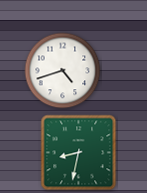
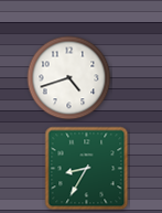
clock at (79, 153): 8:32 -> 8:35
